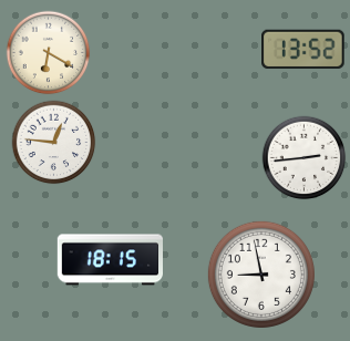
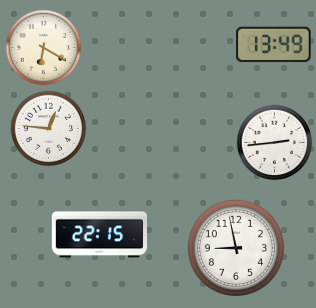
clock at (303, 50): 13:52 -> 13:49
clock at (110, 260): 18:15 -> 22:15
